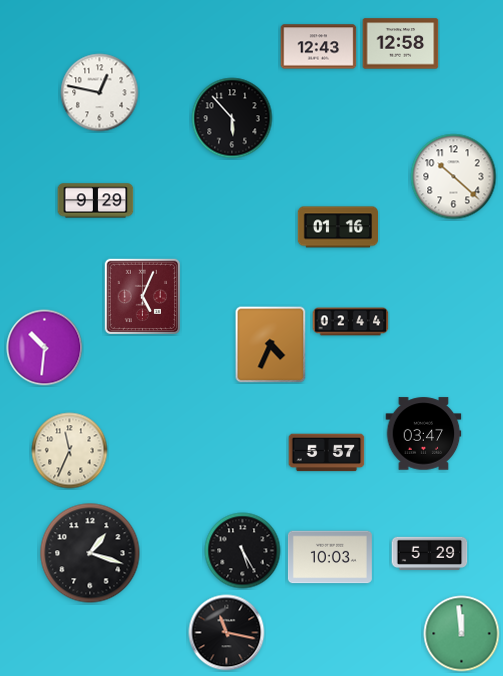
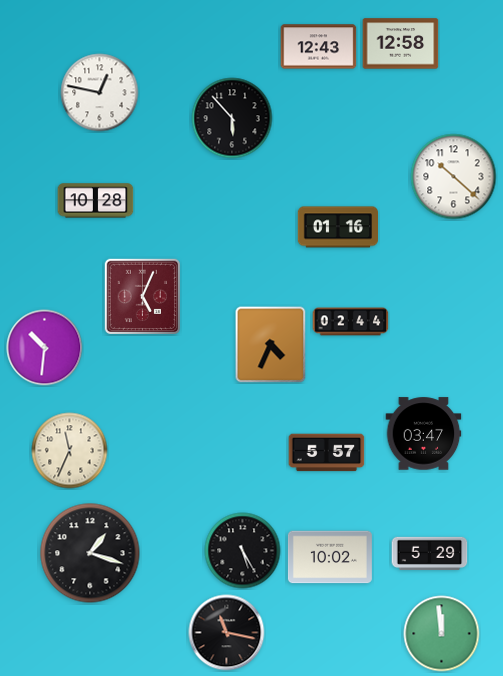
clock at (96, 201): 9:29 -> 10:28
clock at (330, 557): 10:03 -> 10:02
clock at (462, 634) position: (462, 634) -> (442, 634)
